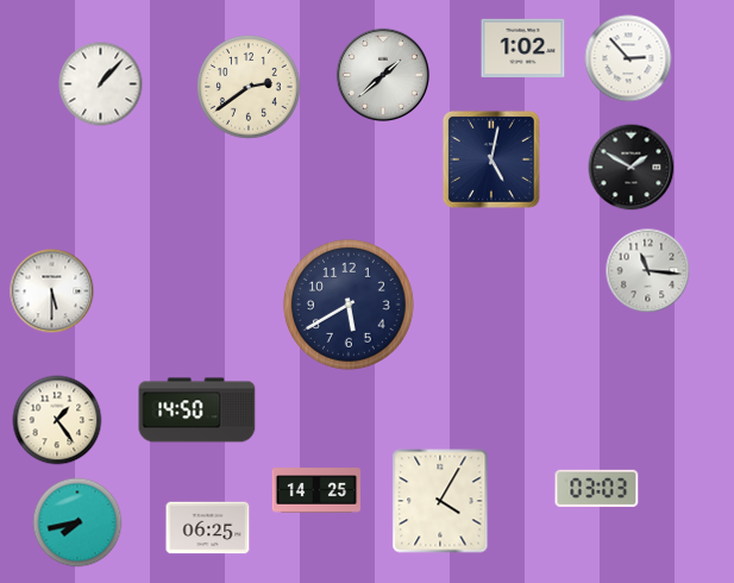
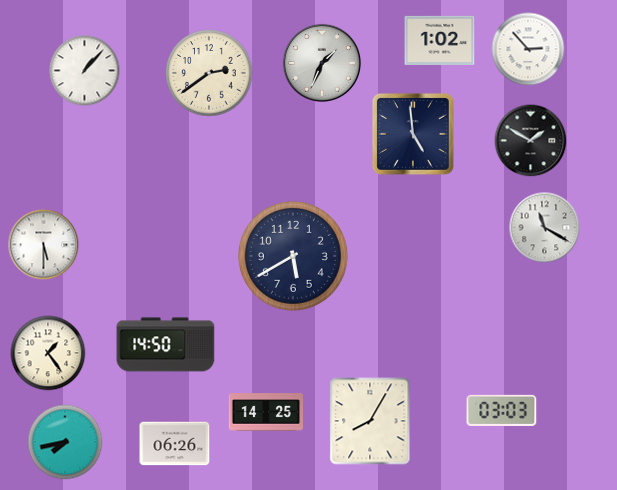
clock at (383, 75): 1:38 -> 1:34
clock at (491, 159): 5:02 -> 4:59
clock at (648, 271): 11:16 -> 11:20
clock at (440, 501): 4:05 -> 8:05
clock at (77, 522) position: (77, 522) -> (65, 442)
clock at (208, 528): 06:25 -> 06:26
